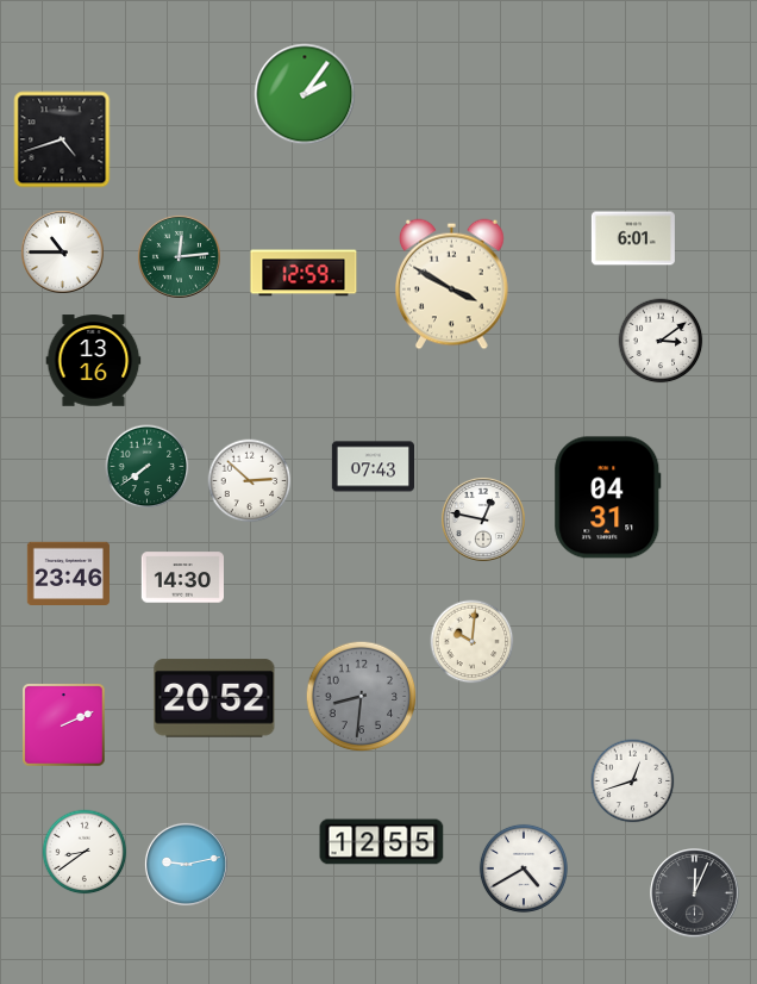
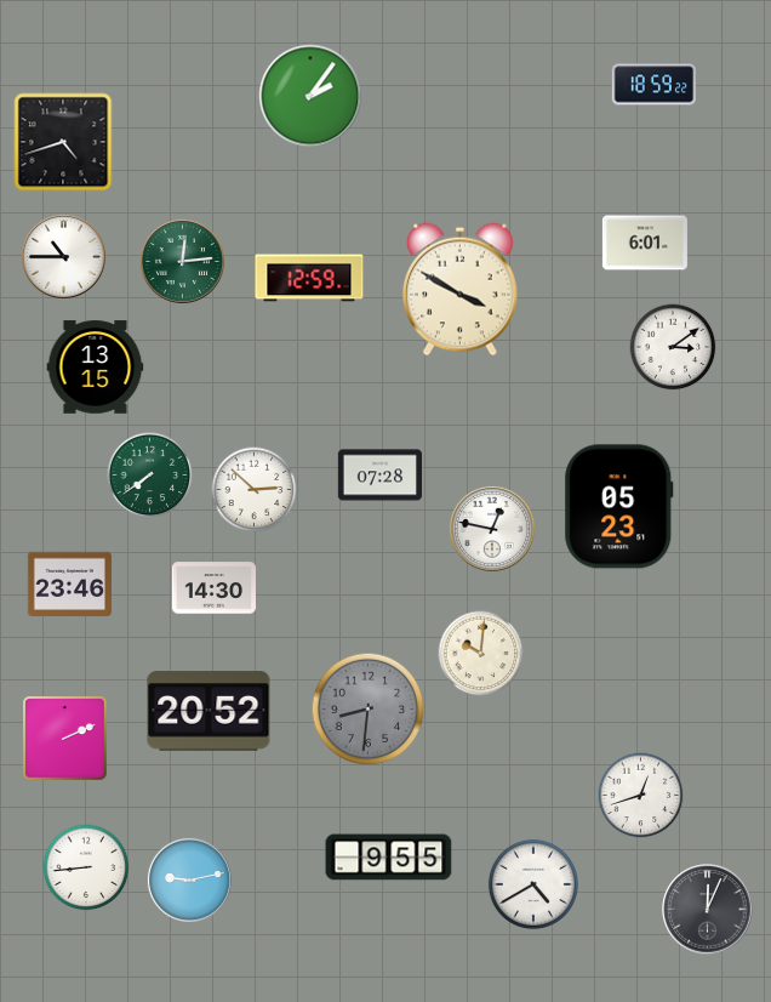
clock at (653, 85): none -> 18:59
clock at (94, 361): 13:16 -> 13:15
clock at (373, 467): 07:43 -> 07:28
clock at (608, 498): 04:31 -> 05:23
clock at (182, 578) position: (182, 578) -> (213, 588)
clock at (214, 698) position: (214, 698) -> (209, 711)
clock at (633, 781) position: (633, 781) -> (641, 796)
clock at (382, 842): 12:55 -> 9:55
clock at (85, 852): 8:39 -> 8:44
